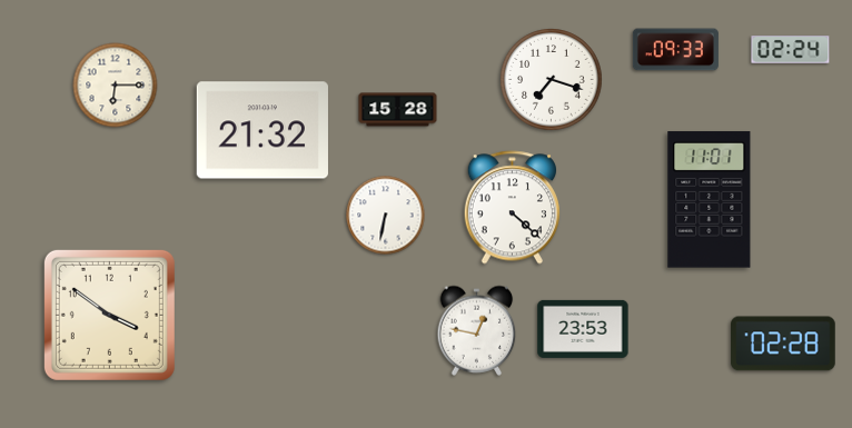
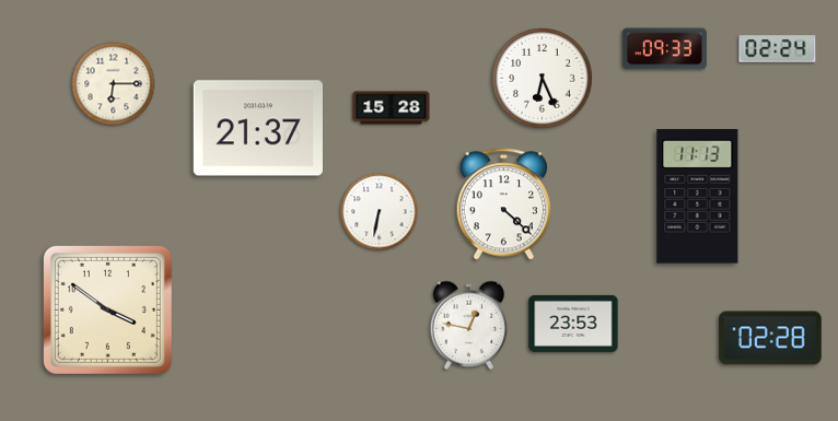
clock at (552, 80): 7:18 -> 6:26
clock at (262, 130): 21:32 -> 21:37
clock at (710, 200): 11:01 -> 11:13
